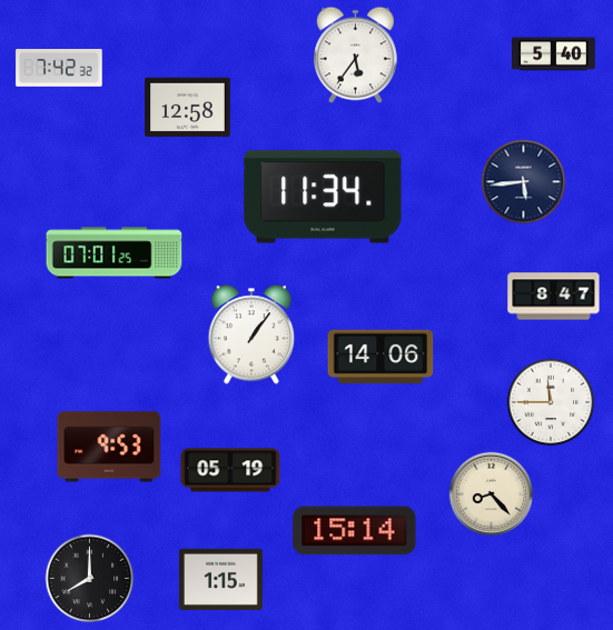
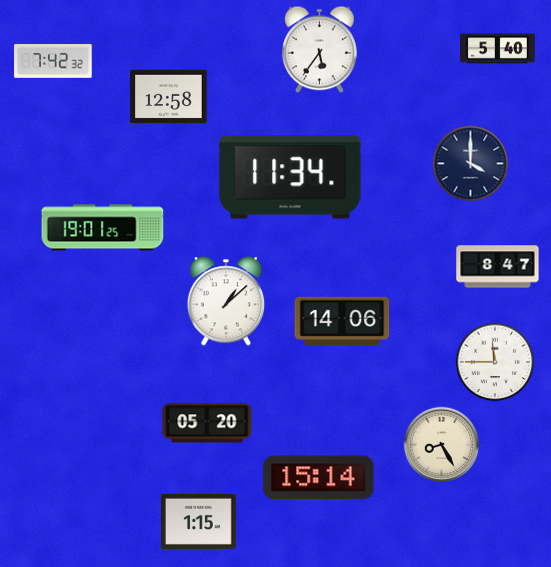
clock at (524, 182): 5:44 -> 4:00
clock at (115, 253): 07:01 -> 19:01
clock at (251, 334): 1:06 -> 1:08
clock at (109, 447): 9:53 -> none
clock at (230, 470): 05:19 -> 05:20
clock at (492, 494): 8:23 -> 8:25
clock at (90, 579): 8:00 -> none
